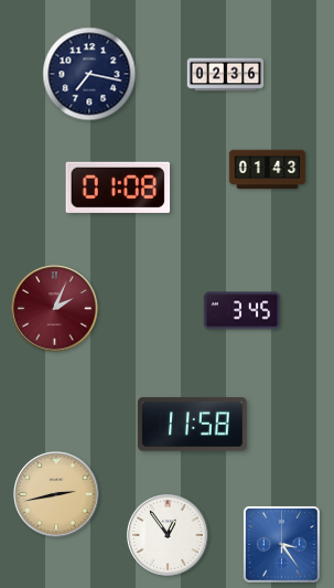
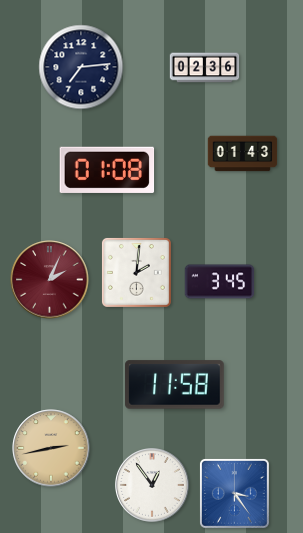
clock at (89, 74): 7:17 -> 7:14
clock at (136, 272): none -> 2:01
clock at (281, 544) position: (281, 544) -> (234, 493)
